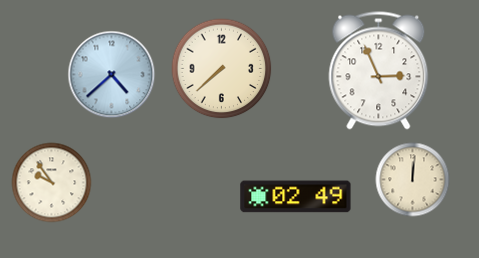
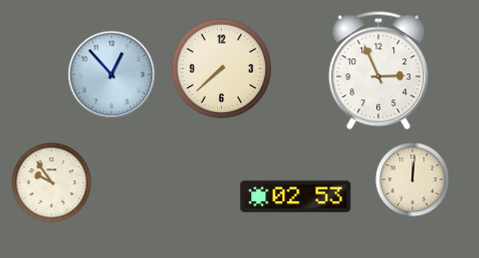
clock at (112, 75): 4:38 -> 12:53
clock at (296, 197): 02:49 -> 02:53
